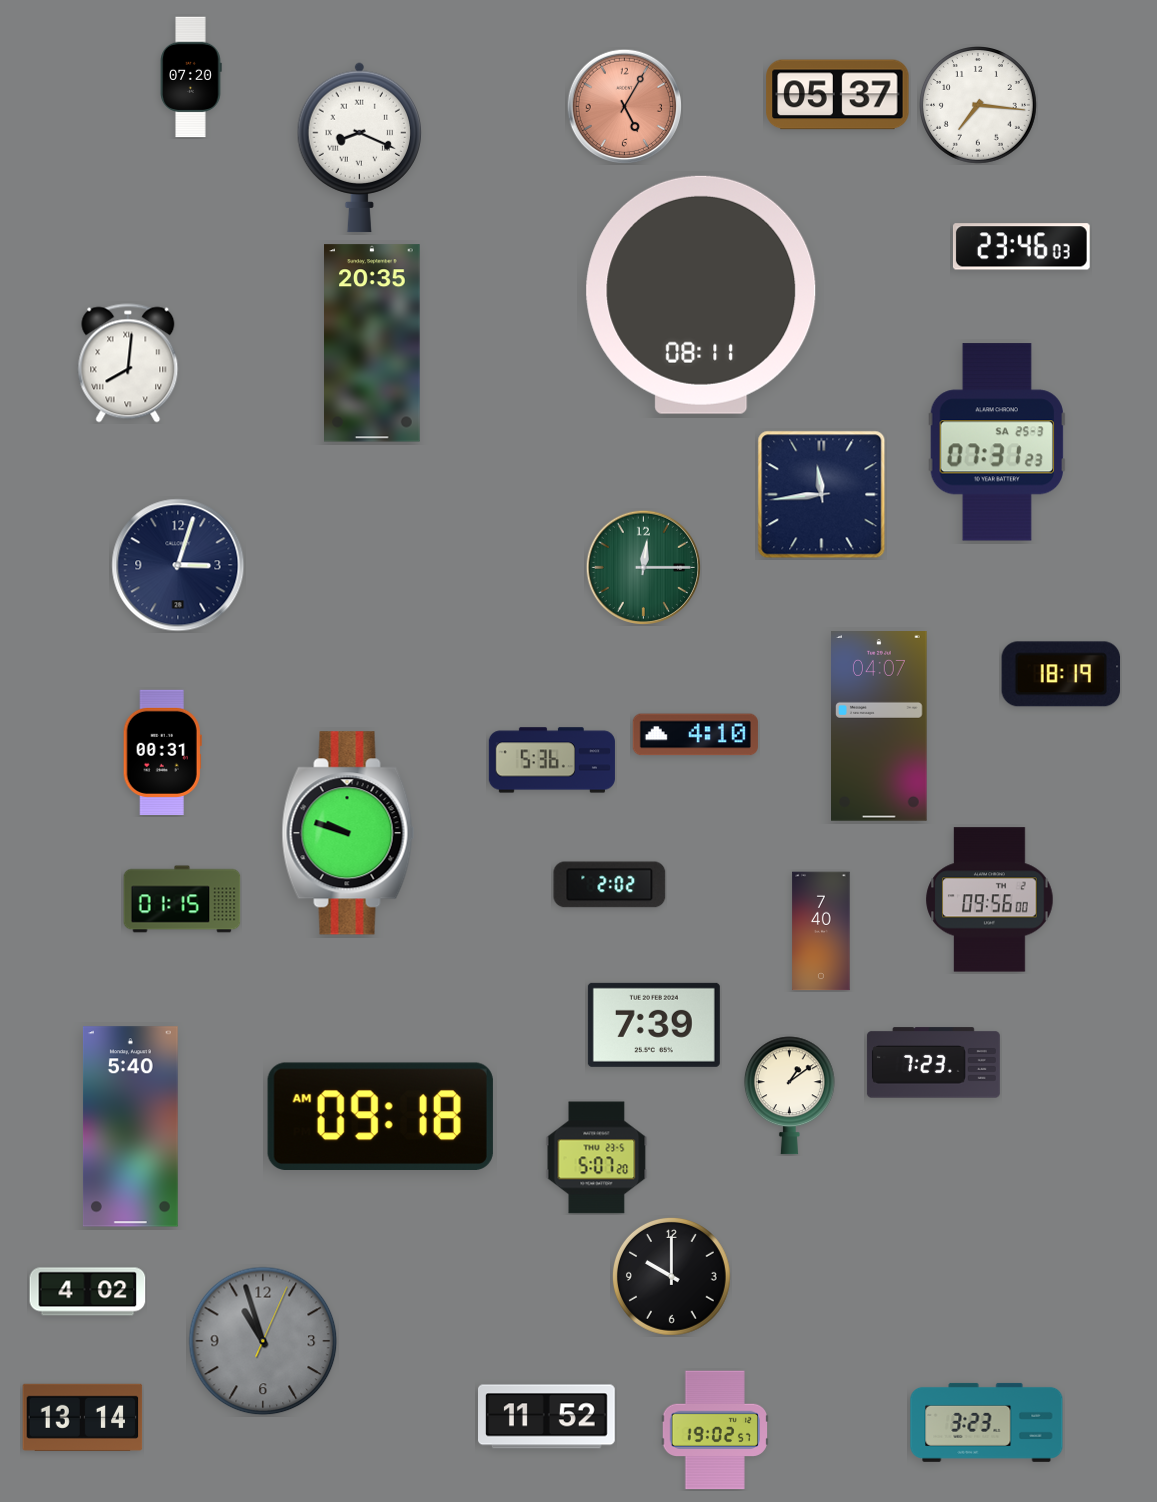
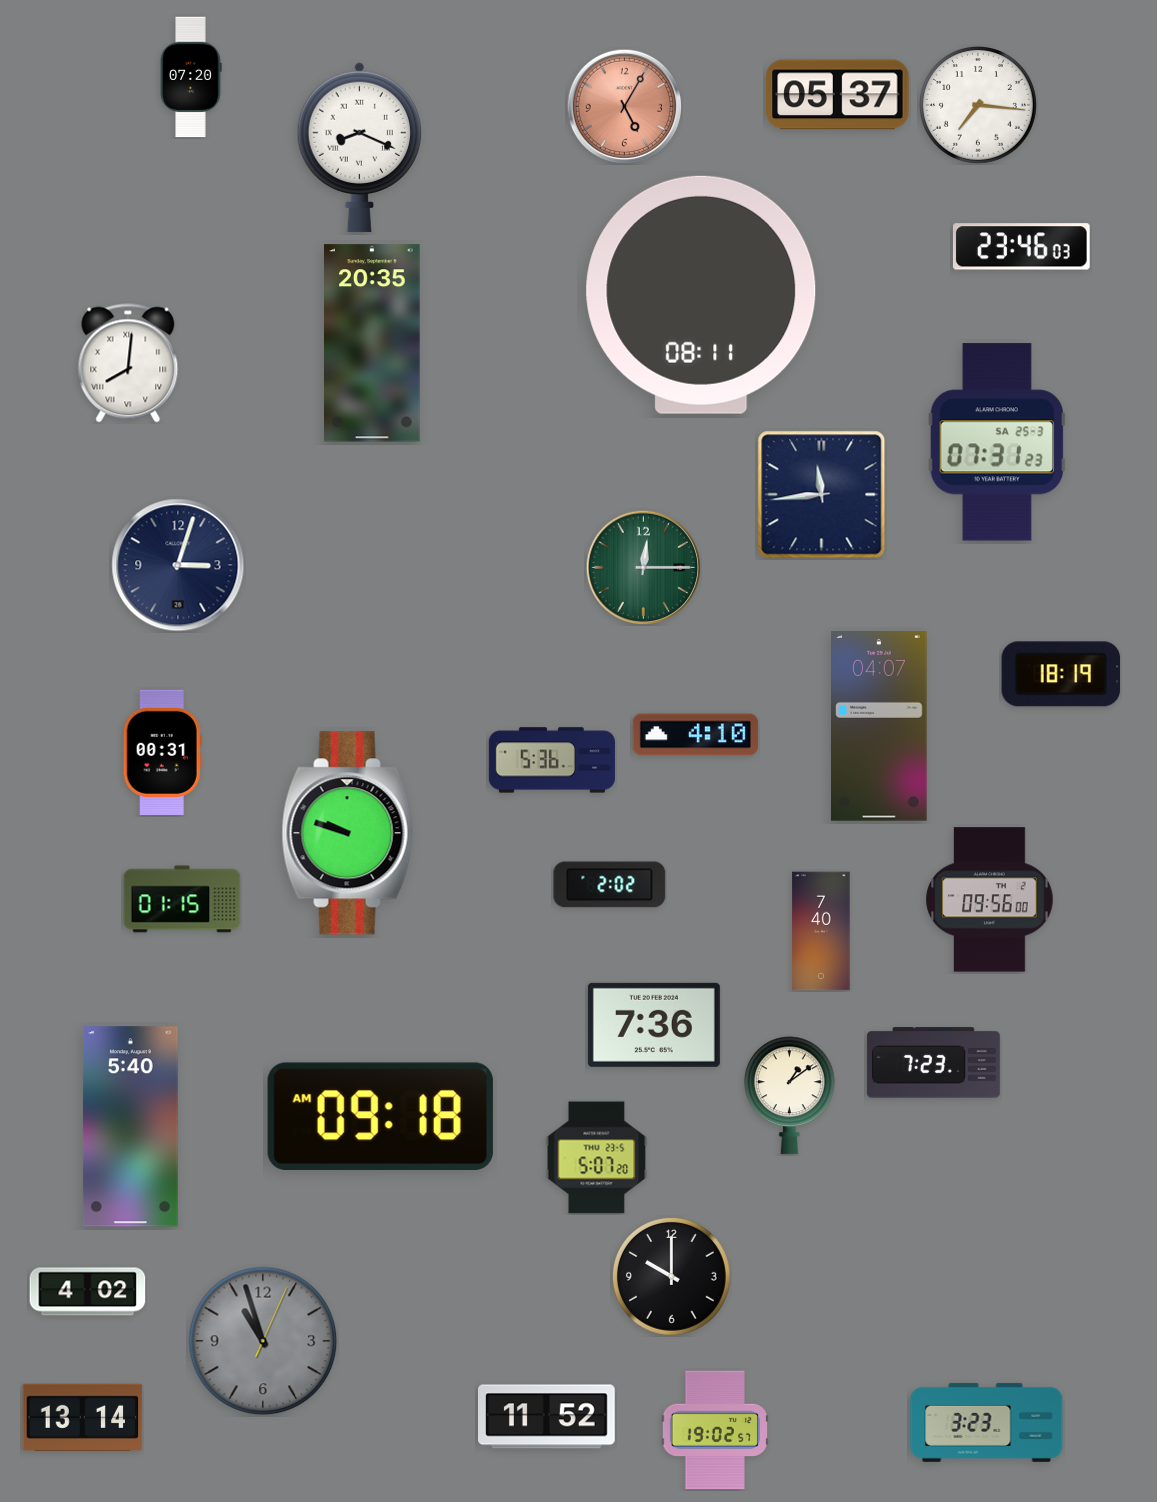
clock at (654, 1025): 7:39 -> 7:36
